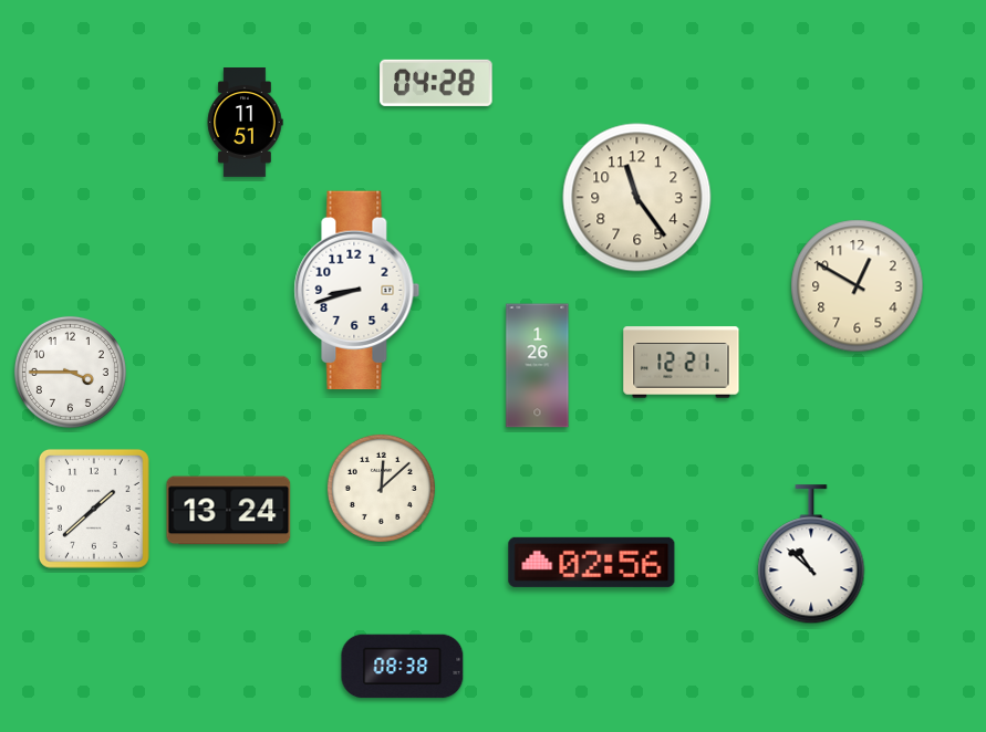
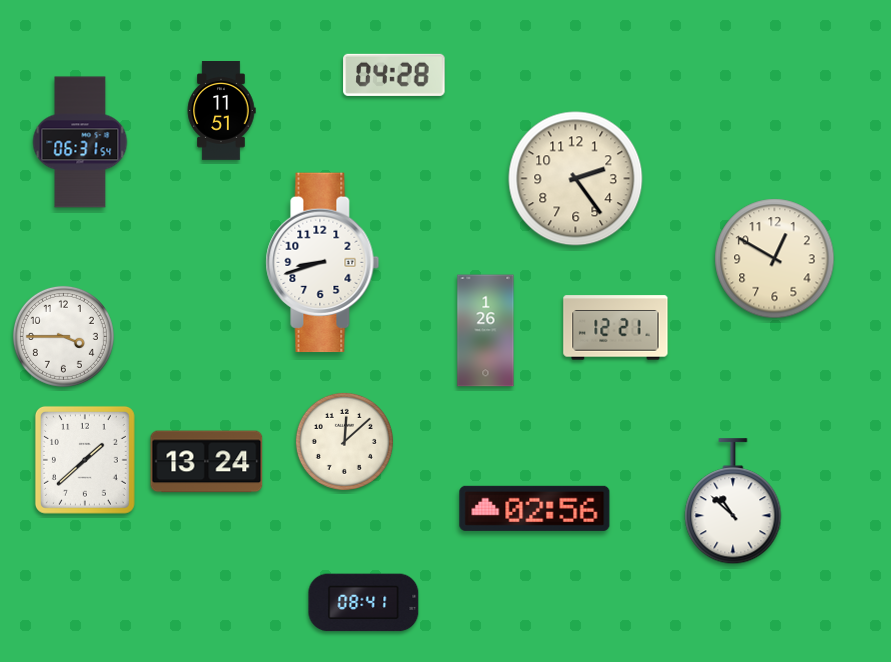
clock at (80, 142): none -> 06:31
clock at (637, 198): 11:24 -> 2:24
clock at (403, 667): 08:38 -> 08:41
